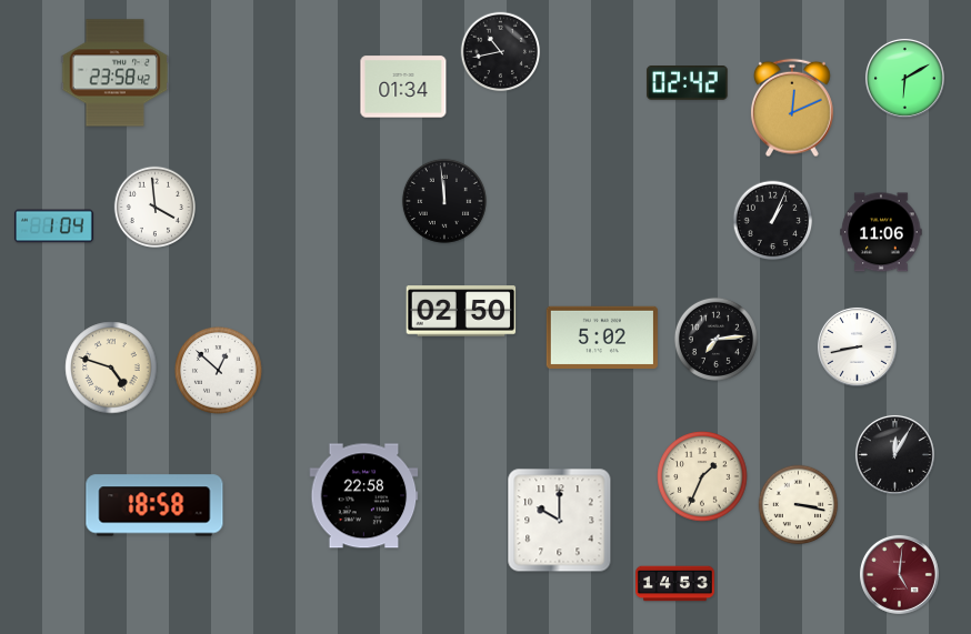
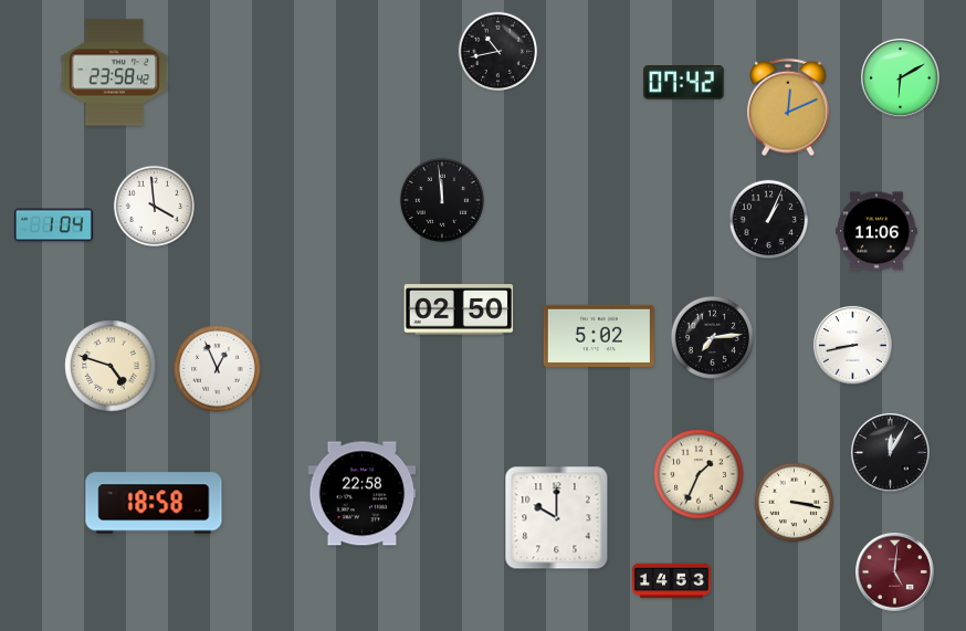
clock at (688, 83): 02:42 -> 07:42
clock at (403, 87): 01:34 -> none
clock at (219, 371): 12:52 -> 12:56
